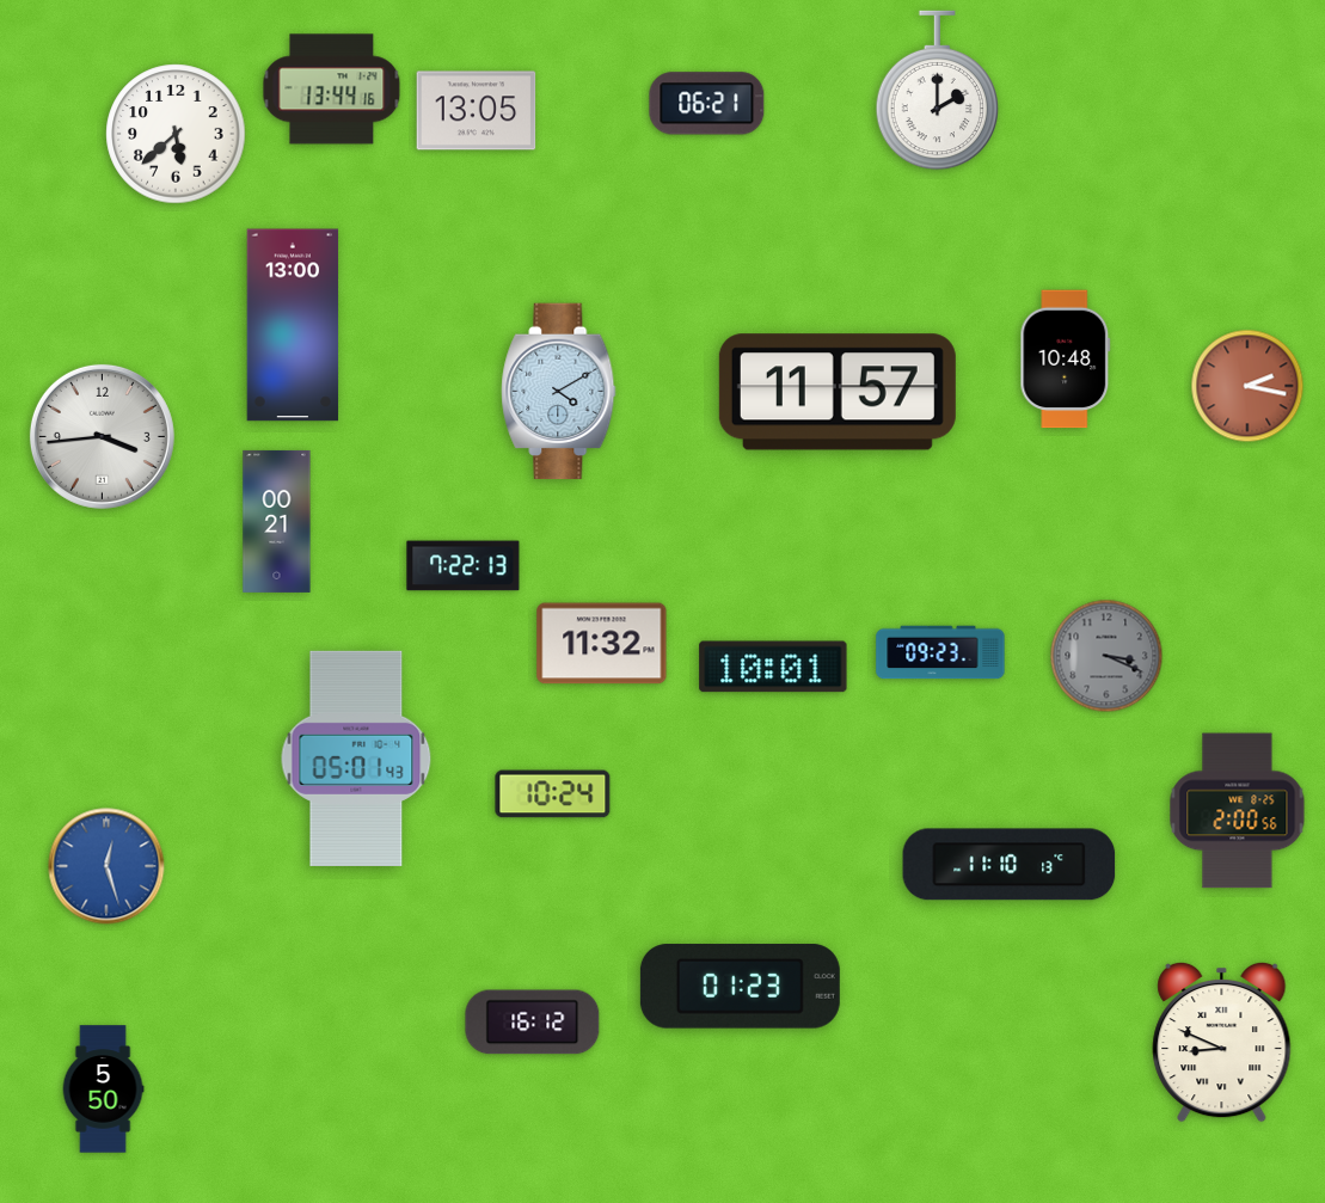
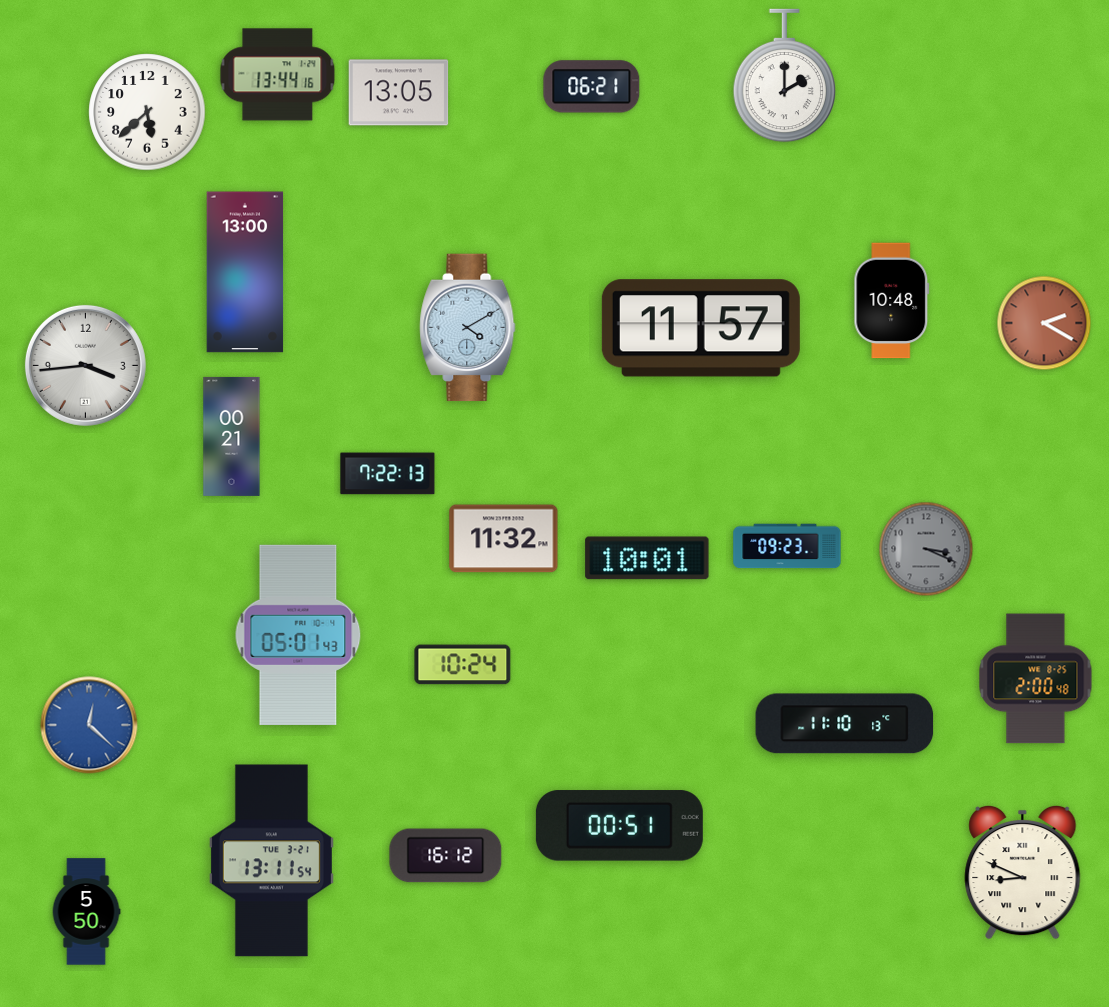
clock at (1247, 386): 2:17 -> 2:20
clock at (1238, 811): 2:00:56 -> 2:00:48
clock at (106, 866): 12:27 -> 12:22
clock at (740, 987): 01:23 -> 00:51
clock at (271, 861): none -> 13:11
